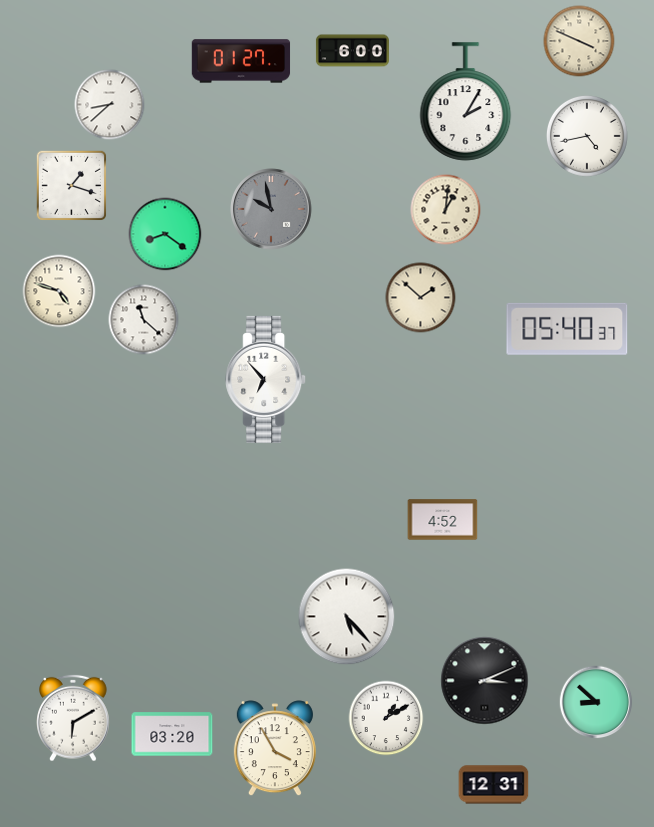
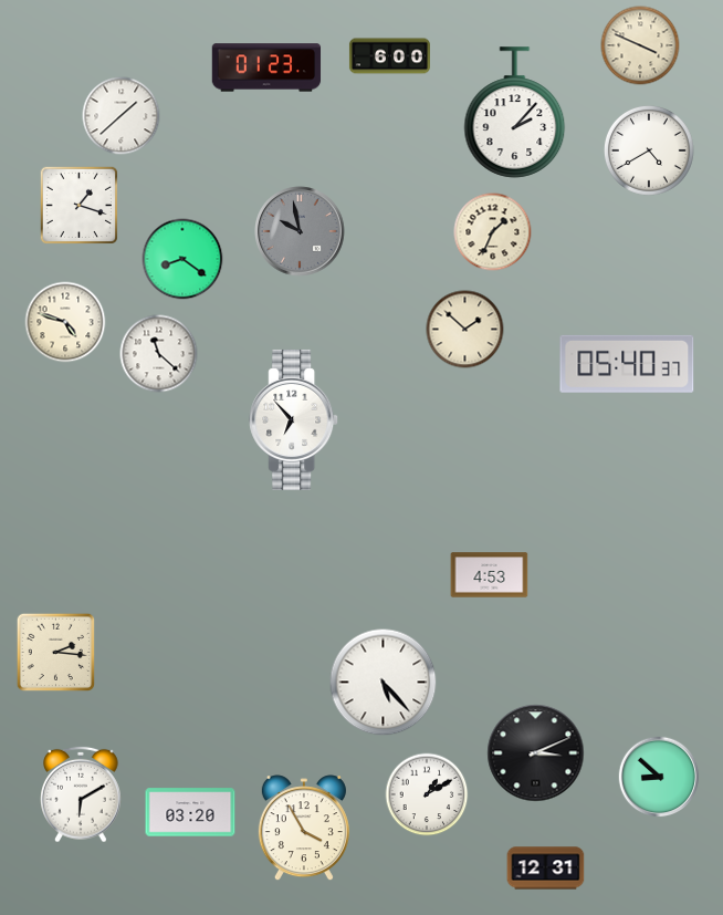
clock at (241, 61): 01:27 -> 01:23
clock at (466, 102): 2:05 -> 2:07
clock at (110, 105): 8:38 -> 1:38
clock at (587, 136): 4:43 -> 4:40
clock at (446, 210): 1:01 -> 1:34
clock at (443, 520): 4:52 -> 4:53
clock at (55, 652): none -> 2:16
